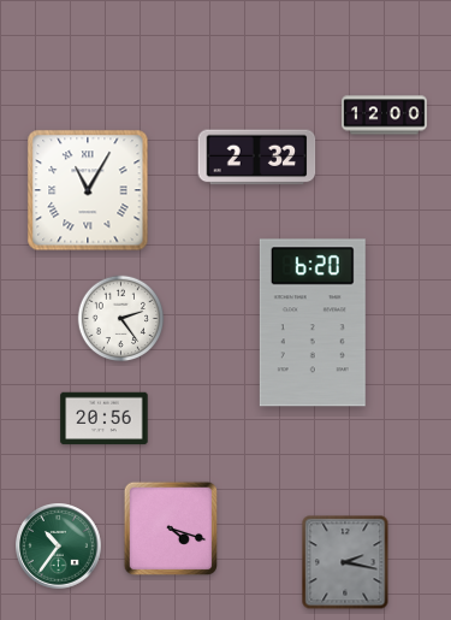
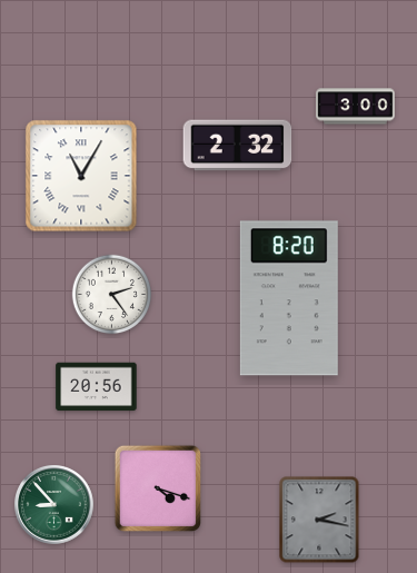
clock at (385, 116): 12:00 -> 3:00
clock at (313, 323): 6:20 -> 8:20
clock at (59, 547): 10:36 -> 8:53
